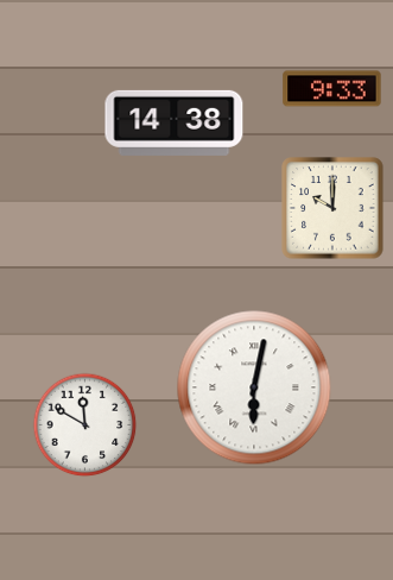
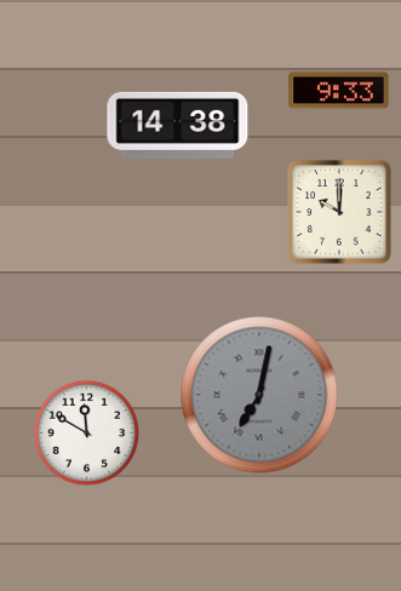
clock at (254, 387): 6:02 -> 7:02
clock at (254, 387) dial: white -> grey
